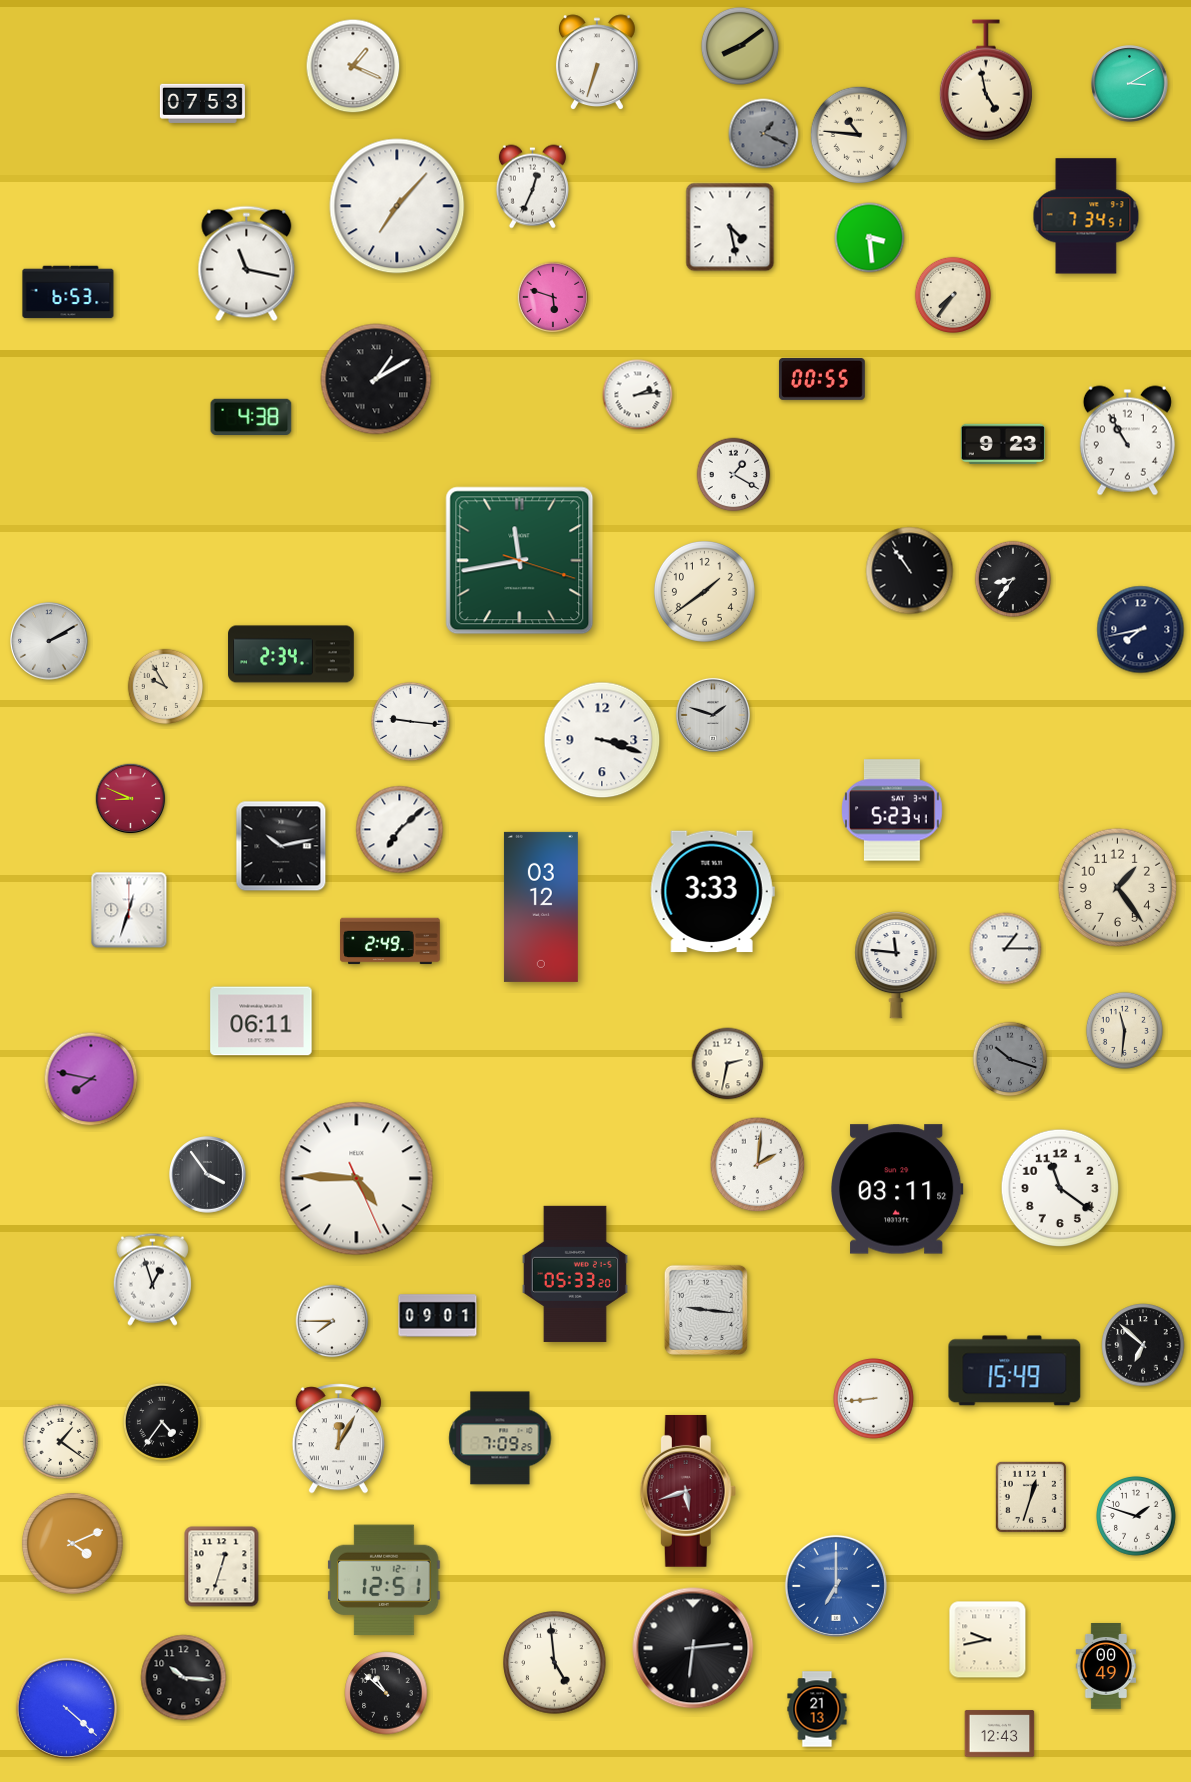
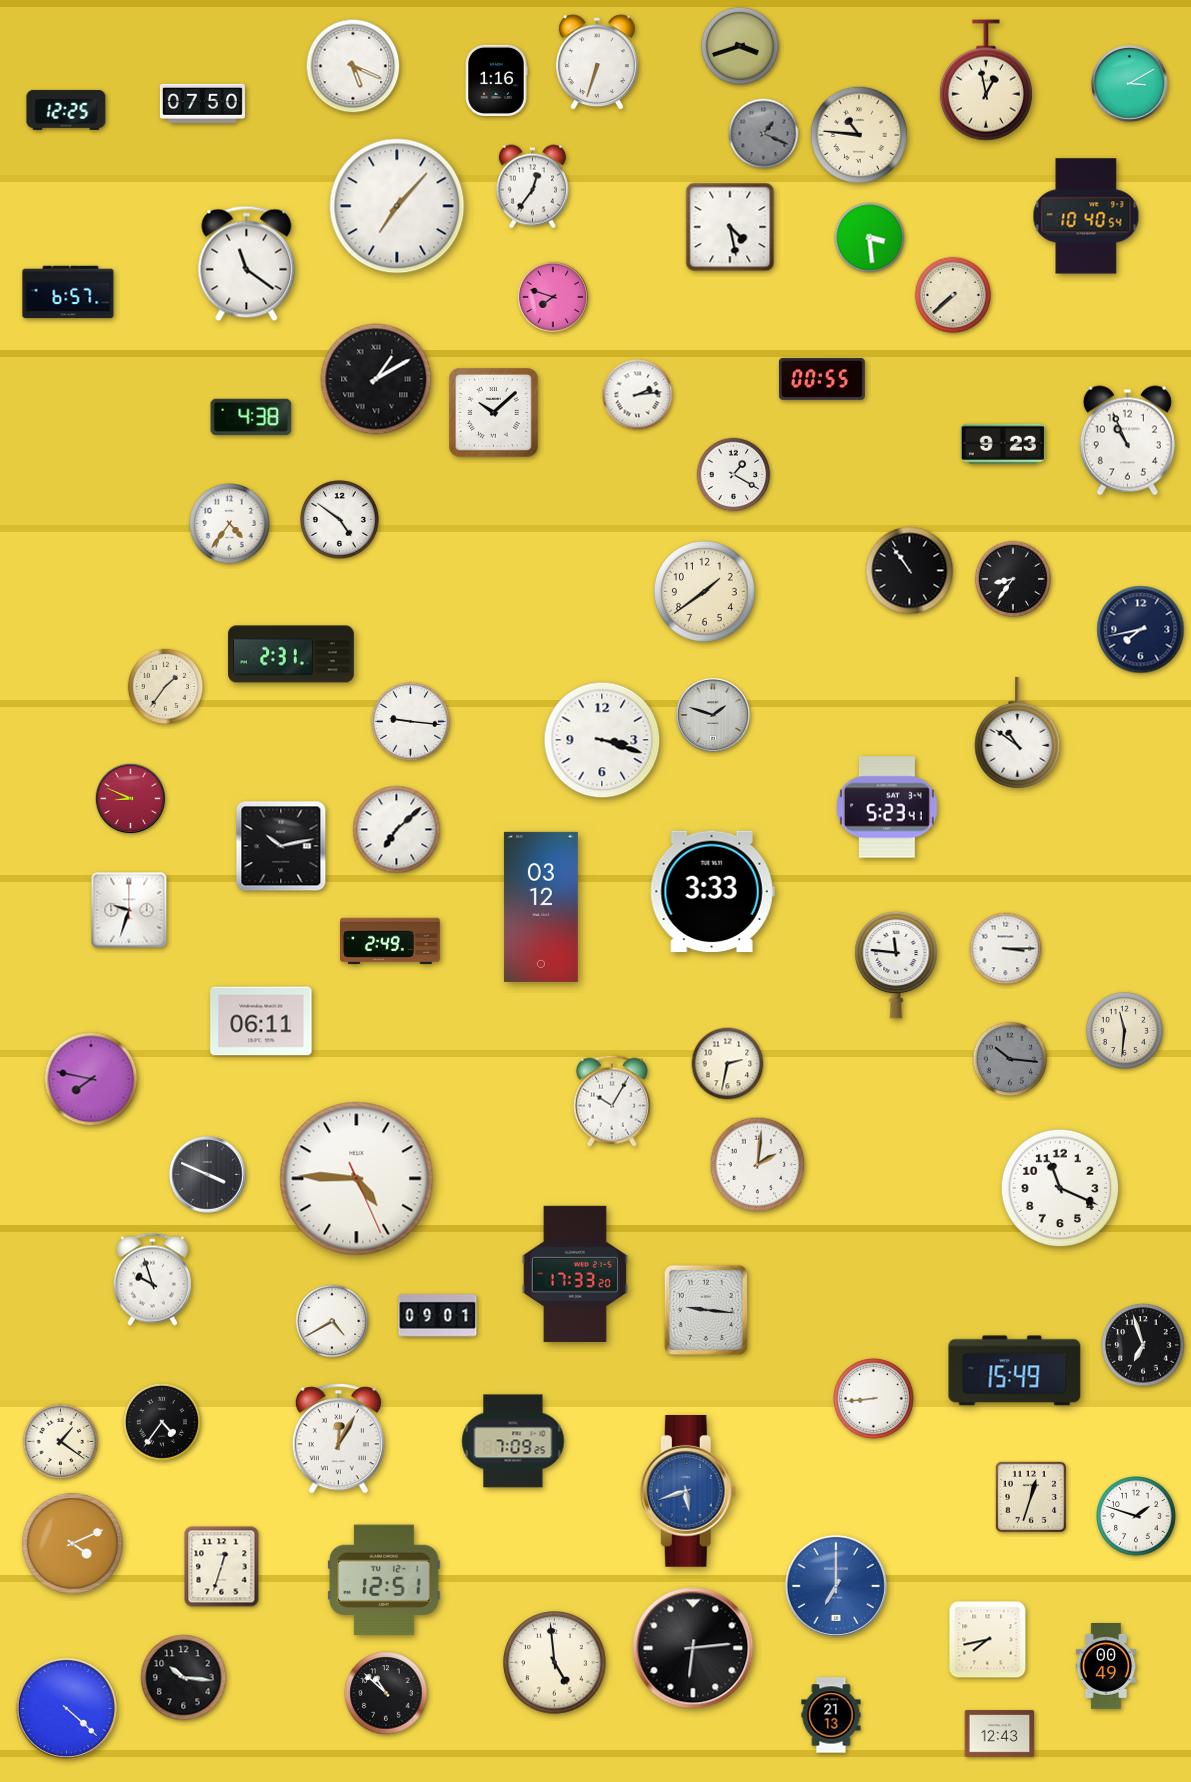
clock at (740, 46): 8:09 -> 3:42
clock at (353, 66): 1:19 -> 5:19
clock at (496, 80): none -> 1:16
clock at (986, 80): 4:58 -> 12:58
clock at (202, 103): 07:53 -> 07:50
clock at (66, 110): none -> 12:25
clock at (532, 187): 12:34 -> 12:36
clock at (1086, 216): 7:34 -> 10:40
clock at (247, 264): 11:17 -> 11:21
clock at (68, 292): 6:53 -> 6:57
clock at (952, 294): 7:36 -> 7:38
clock at (553, 297): 5:48 -> 7:48
clock at (494, 413): none -> 10:08
clock at (1127, 441): 10:55 -> 10:56
clock at (339, 519): none -> 4:51
clock at (230, 524): none -> 4:36
clock at (520, 561): 11:43 -> none
clock at (49, 641): 2:10 -> none
clock at (291, 654): 2:34 -> 2:31
clock at (166, 687): 9:55 -> 1:36
clock at (1018, 733): none -> 10:51
clock at (893, 810) position: (893, 810) -> (888, 807)
clock at (400, 830) position: (400, 830) -> (397, 830)
clock at (1117, 887): 1:24 -> none
clock at (129, 910): 12:33 -> 9:33
clock at (1006, 949): 1:15 -> 3:15
clock at (1010, 1059): 10:18 -> 10:16
clock at (612, 1101): none -> 10:05
clock at (208, 1175): 3:54 -> 3:49
clock at (1060, 1188): 11:21 -> 11:19
clock at (897, 1189): 03:11 -> none
clock at (575, 1274): 05:33 -> 17:33
clock at (152, 1279): 12:57 -> 9:57
clock at (332, 1321): 7:45 -> 4:40
clock at (1143, 1345): 6:52 -> 6:57
clock at (500, 1438) position: (500, 1438) -> (513, 1441)
clock at (688, 1491) dial: burgundy -> blue
clock at (988, 1640): 9:43 -> 7:43
clock at (817, 1709) position: (817, 1709) -> (831, 1715)
